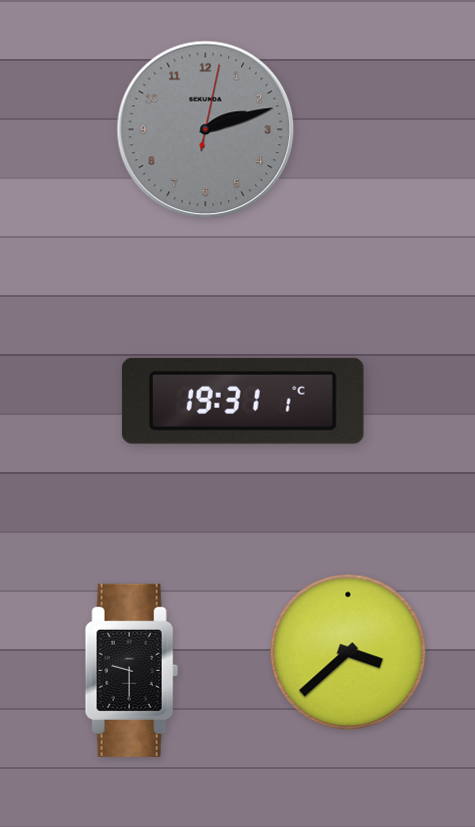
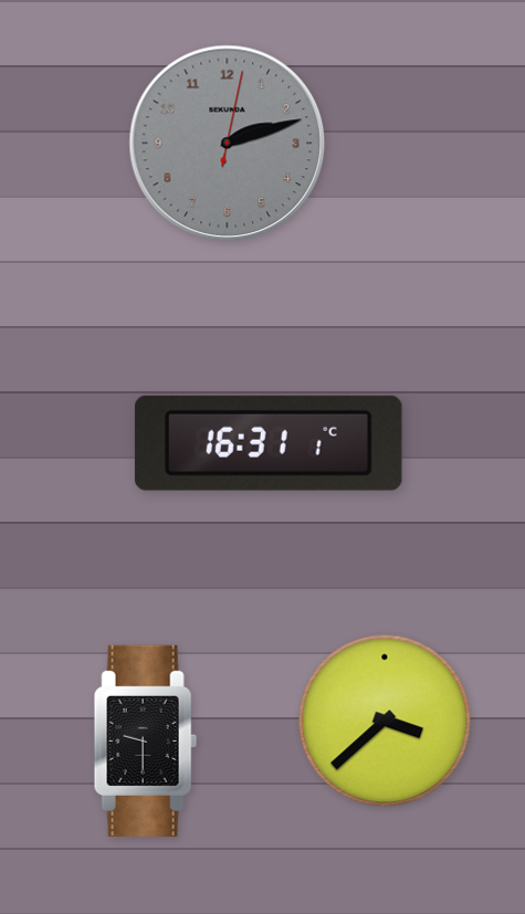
clock at (243, 401): 19:31 -> 16:31
